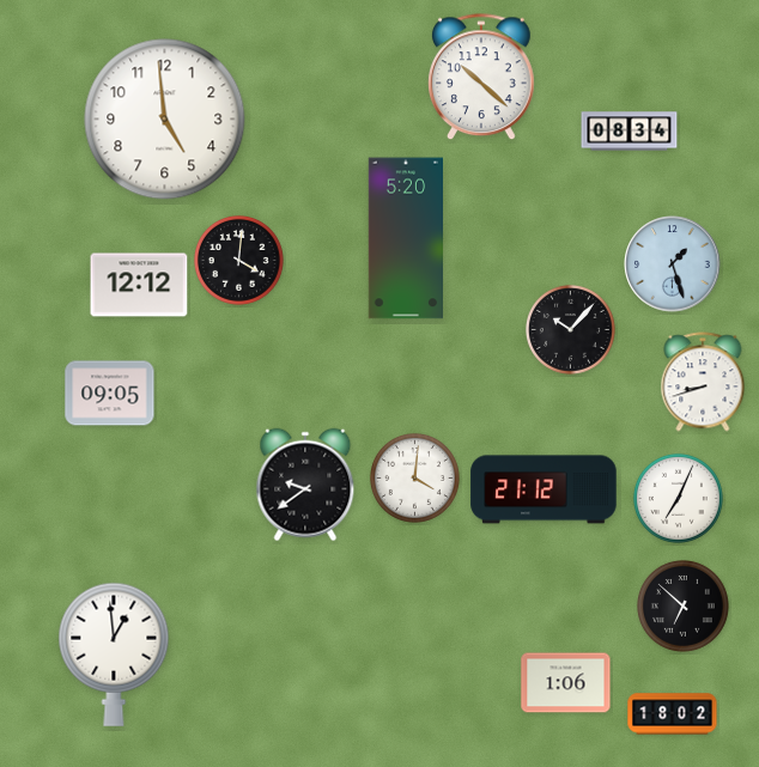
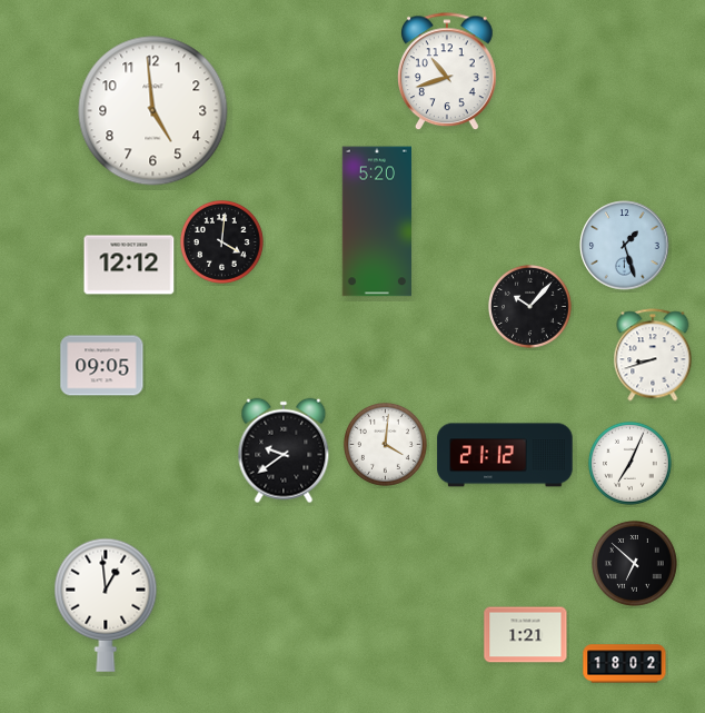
clock at (482, 78): 10:22 -> 10:42
clock at (630, 132): 08:34 -> none
clock at (114, 655) position: (114, 655) -> (106, 605)
clock at (566, 683): 1:06 -> 1:21
